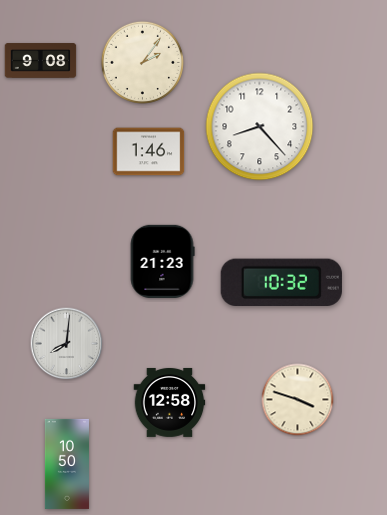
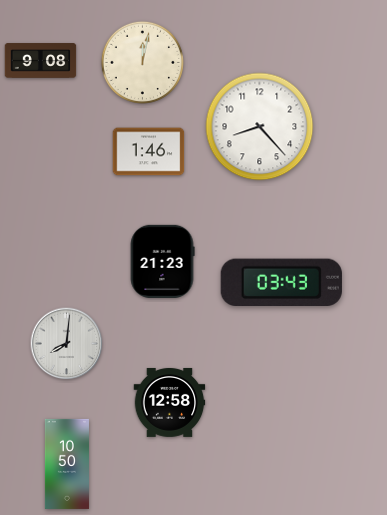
clock at (142, 62): 2:06 -> 12:02
clock at (281, 282): 10:32 -> 03:43
clock at (298, 400): 3:48 -> none
